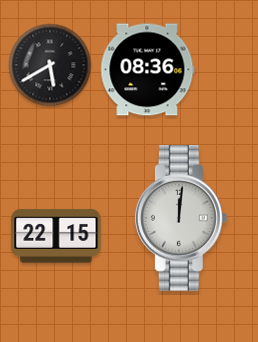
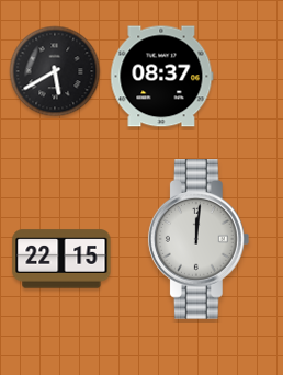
clock at (148, 70): 08:36 -> 08:37
